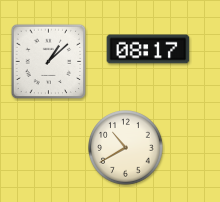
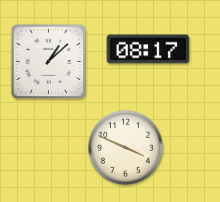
clock at (126, 148): 10:40 -> 3:49
